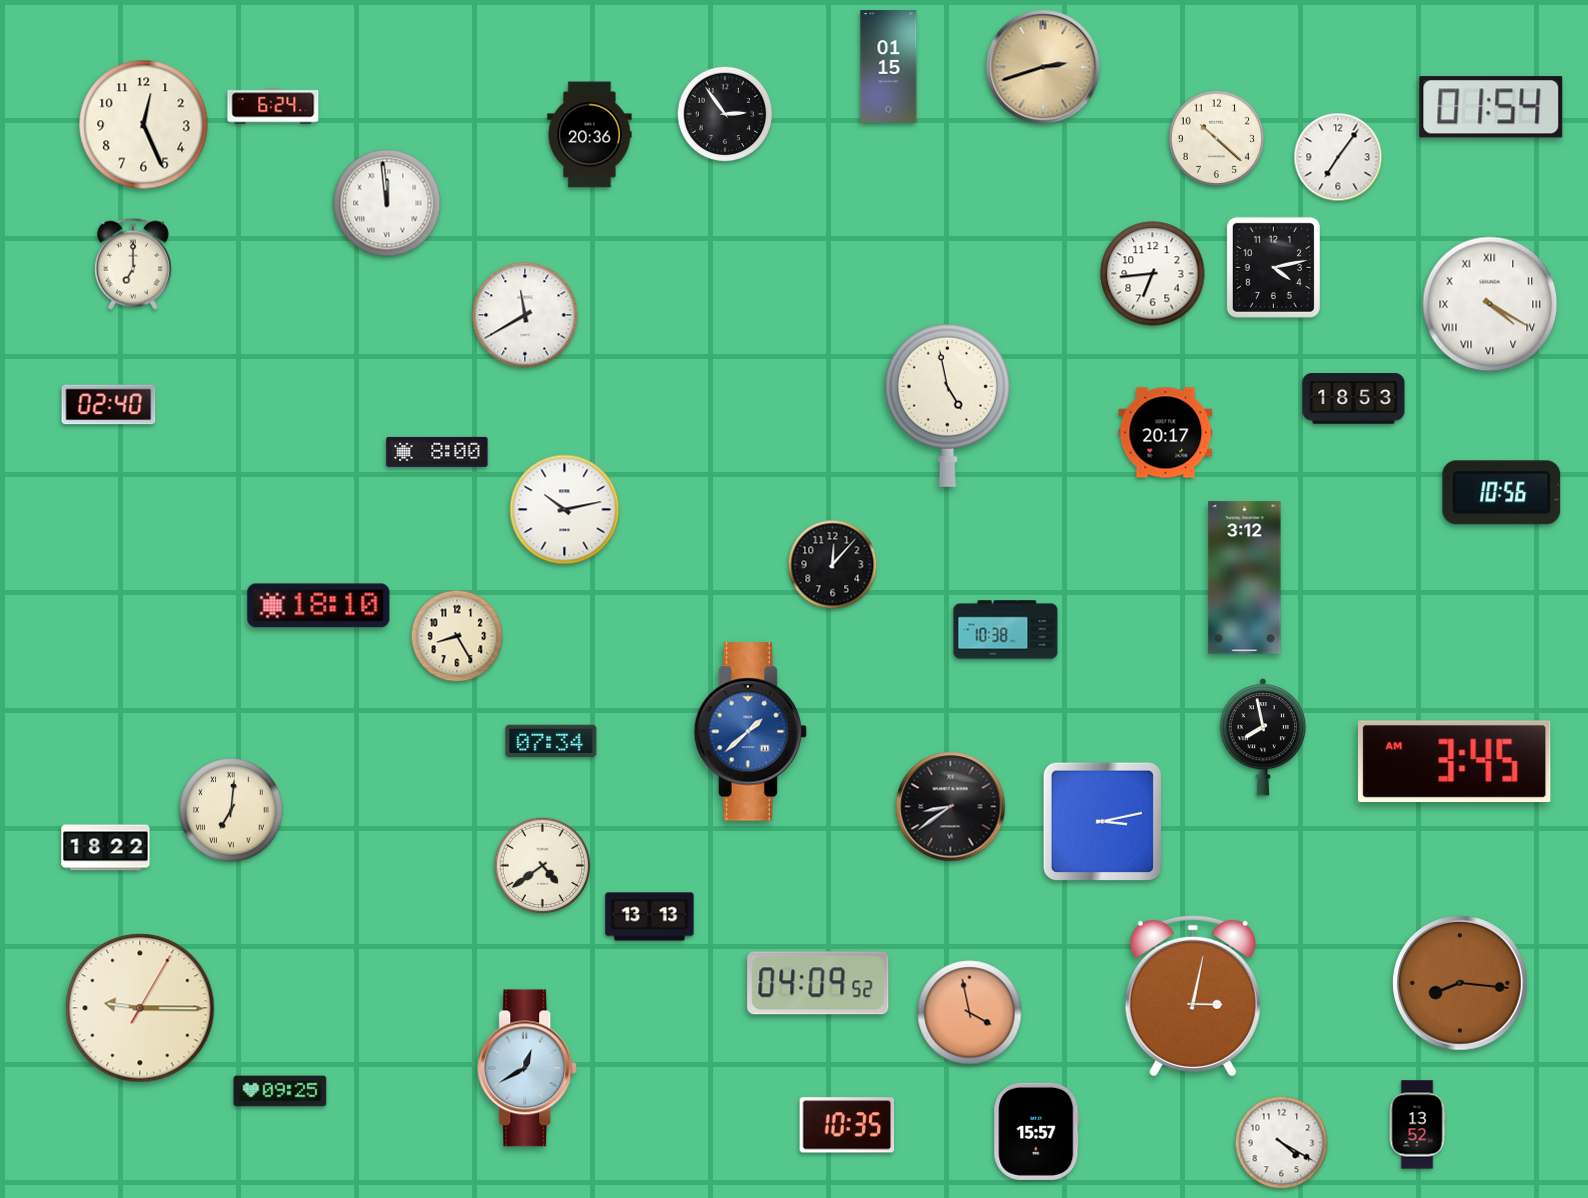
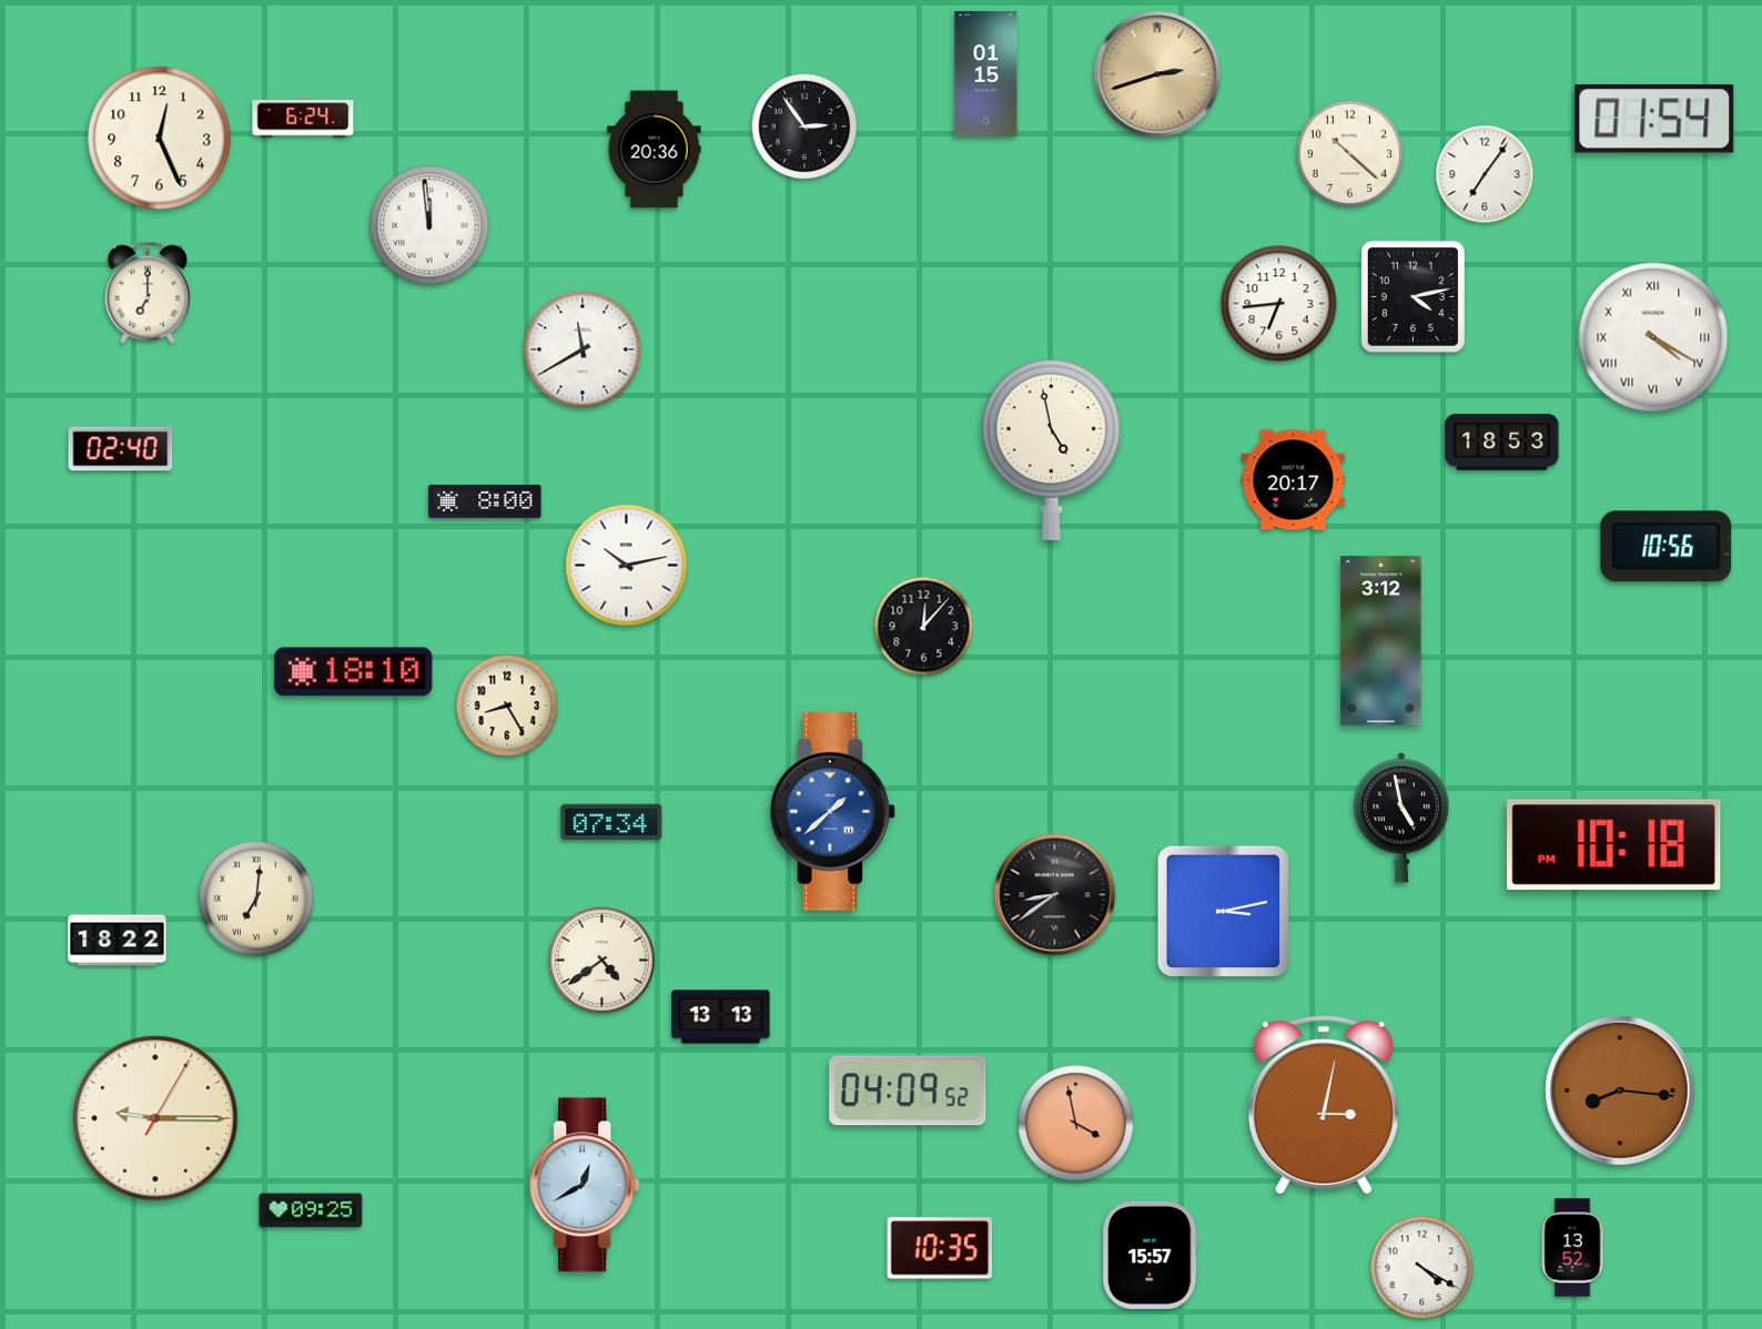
clock at (1006, 630): 10:38 -> none
clock at (1263, 737): 7:58 -> 4:58
clock at (1455, 761): 3:45 -> 10:18
